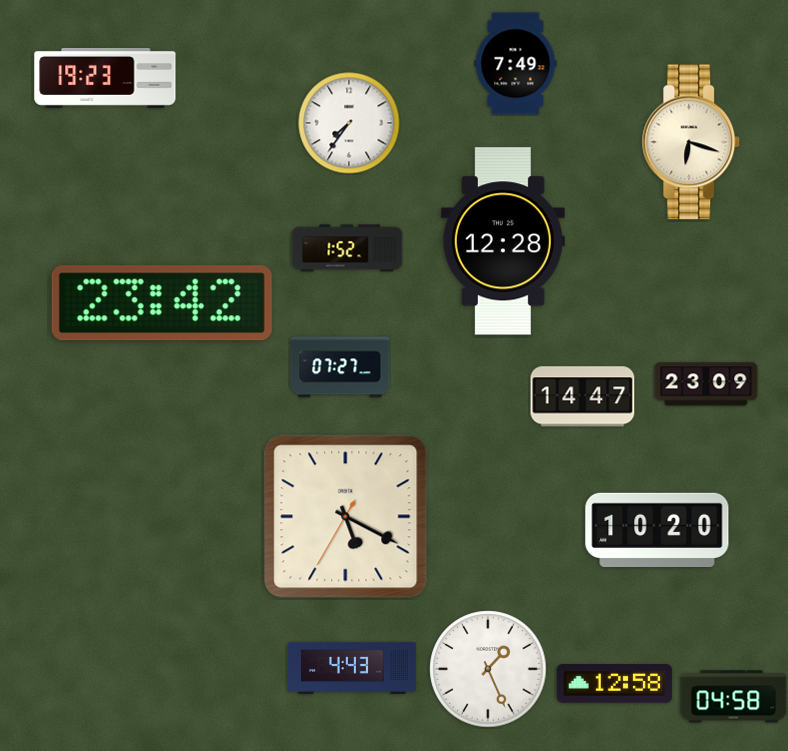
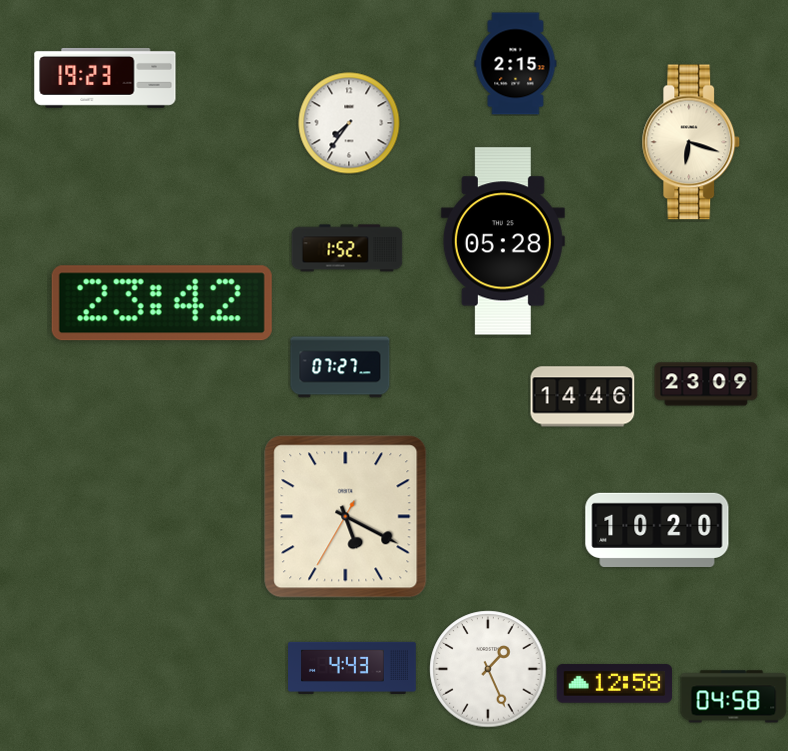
clock at (516, 64): 7:49 -> 2:15
clock at (503, 241): 12:28 -> 05:28
clock at (583, 397): 14:47 -> 14:46
